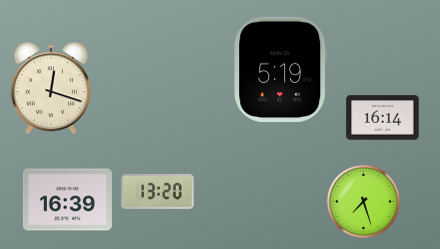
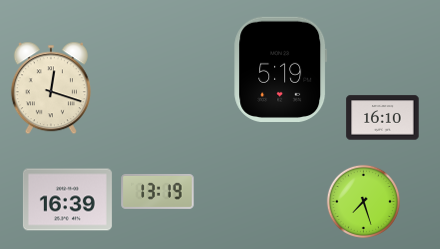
clock at (383, 118): 16:14 -> 16:10
clock at (158, 191): 13:20 -> 13:19
